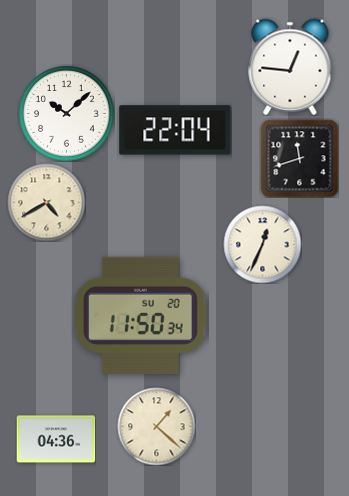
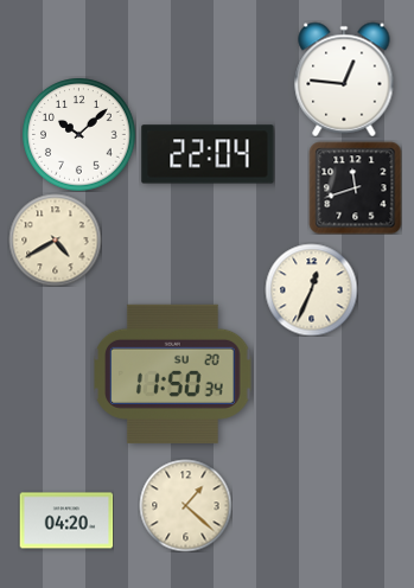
clock at (141, 315) position: (141, 315) -> (173, 373)
clock at (56, 439): 04:36 -> 04:20
